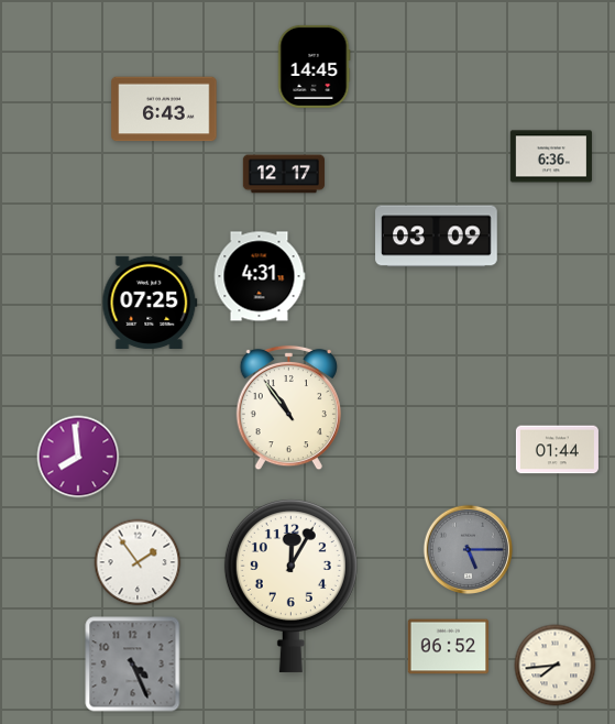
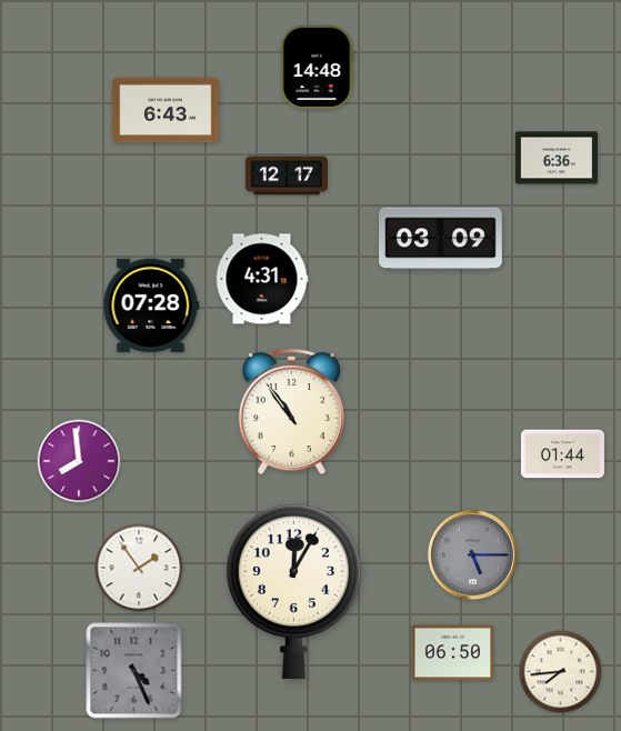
clock at (314, 66): 14:45 -> 14:48
clock at (150, 303): 07:25 -> 07:28
clock at (449, 647): 06:52 -> 06:50
